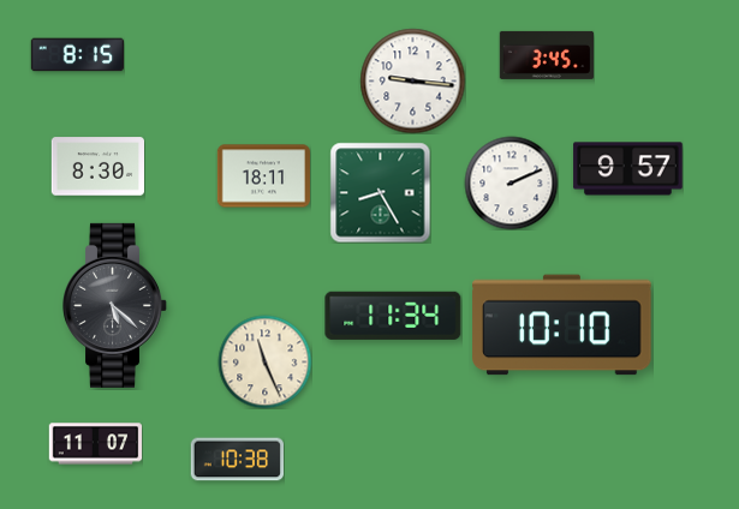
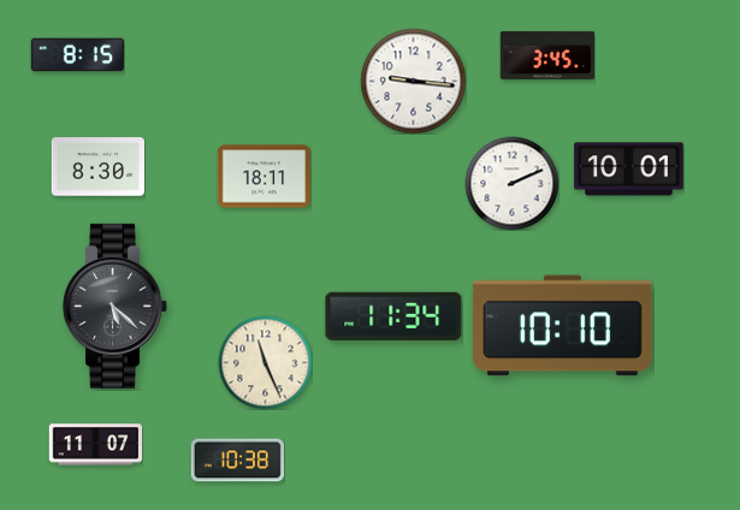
clock at (628, 169): 9:57 -> 10:01
clock at (380, 192): 8:25 -> none
